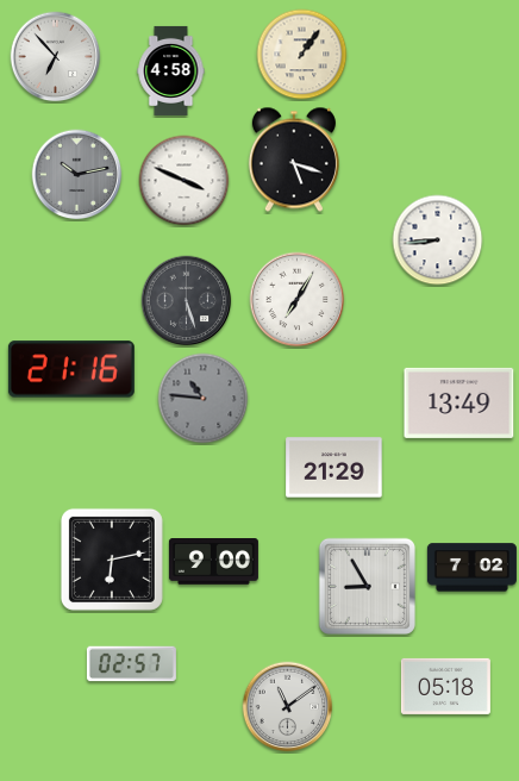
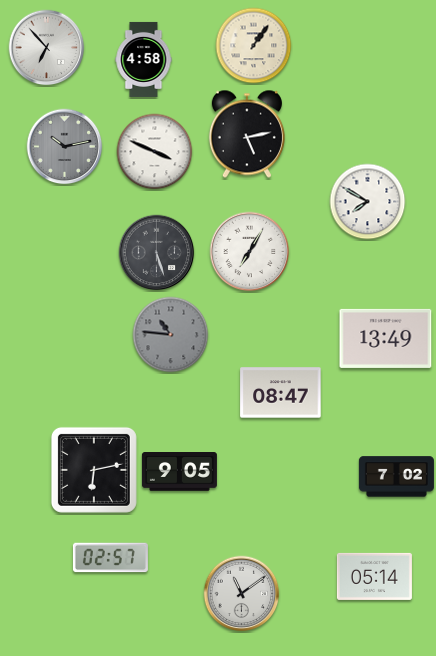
clock at (294, 160): 5:18 -> 5:13
clock at (438, 240): 8:44 -> 7:50
clock at (71, 369): 21:16 -> none
clock at (334, 468): 21:29 -> 08:47
clock at (213, 562): 9:00 -> 9:05
clock at (367, 586): 8:55 -> none
clock at (445, 686): 05:18 -> 05:14
